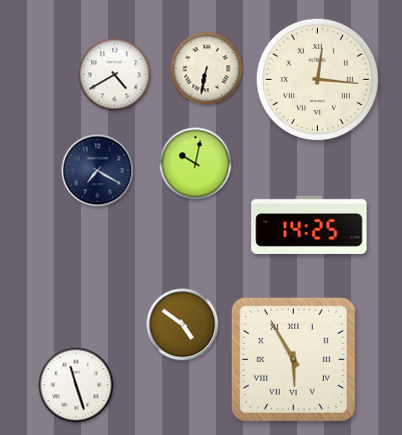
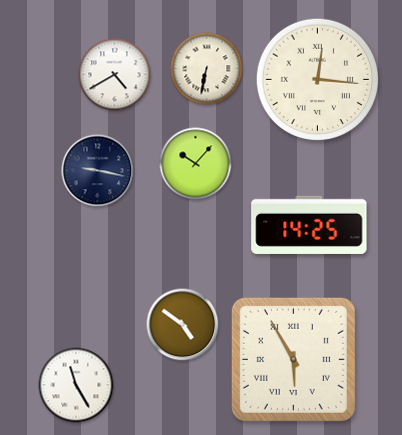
clock at (196, 164): 10:02 -> 10:07
clock at (98, 171): 7:20 -> 9:17
clock at (76, 385): 11:27 -> 11:25
